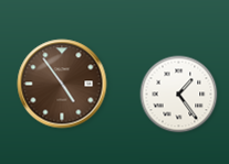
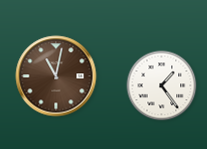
clock at (62, 84): 4:54 -> 11:02
